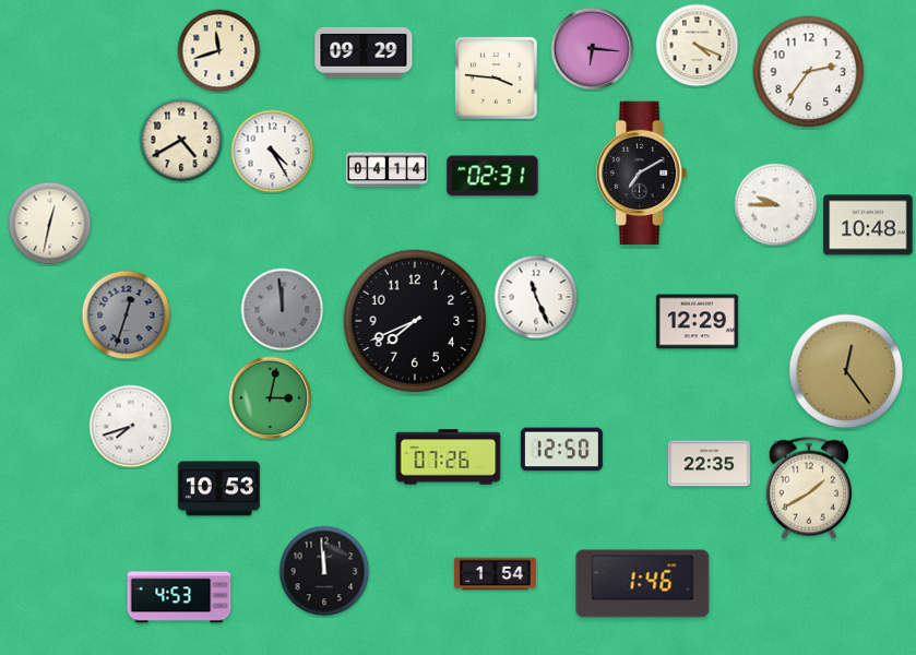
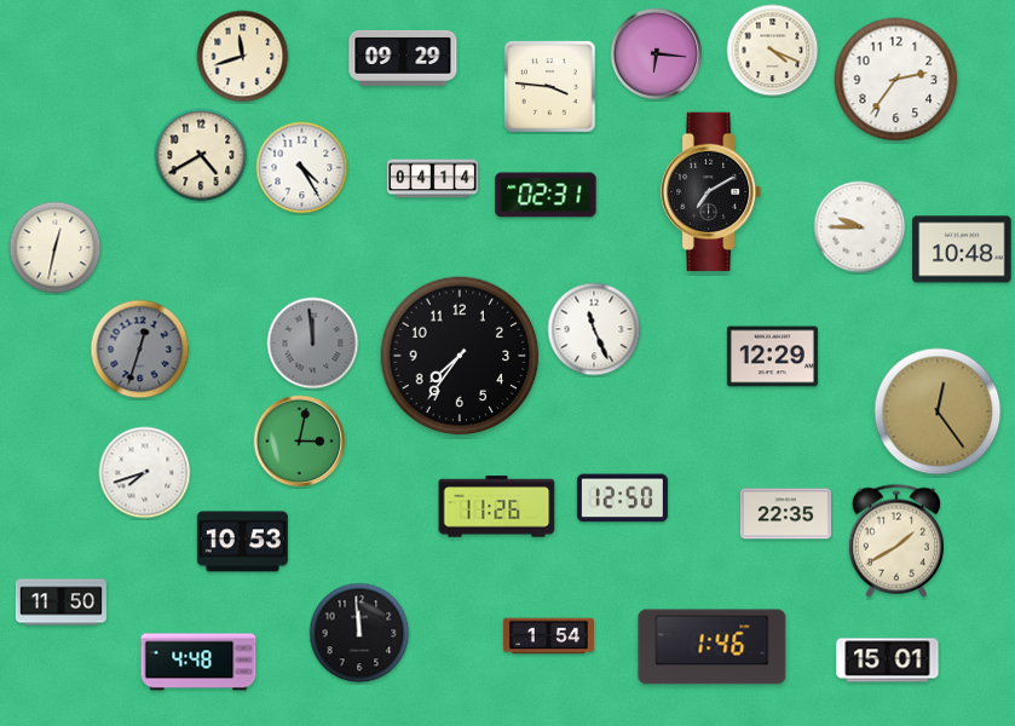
clock at (386, 170) position: (386, 170) -> (432, 179)
clock at (415, 321): 7:41 -> 7:36
clock at (449, 457): 07:26 -> 11:26
clock at (60, 603): none -> 11:50
clock at (888, 661): none -> 15:01
clock at (179, 597): 4:53 -> 4:48
